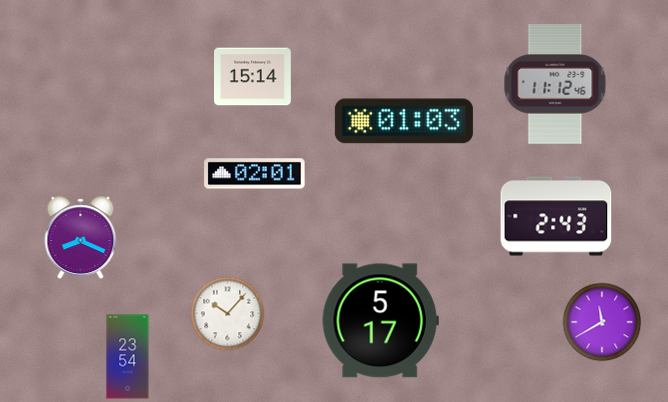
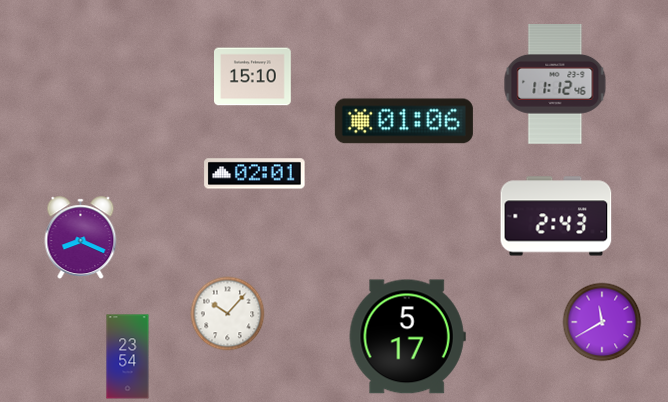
clock at (253, 77): 15:14 -> 15:10
clock at (404, 121): 01:03 -> 01:06
clock at (380, 321) position: (380, 321) -> (407, 337)
